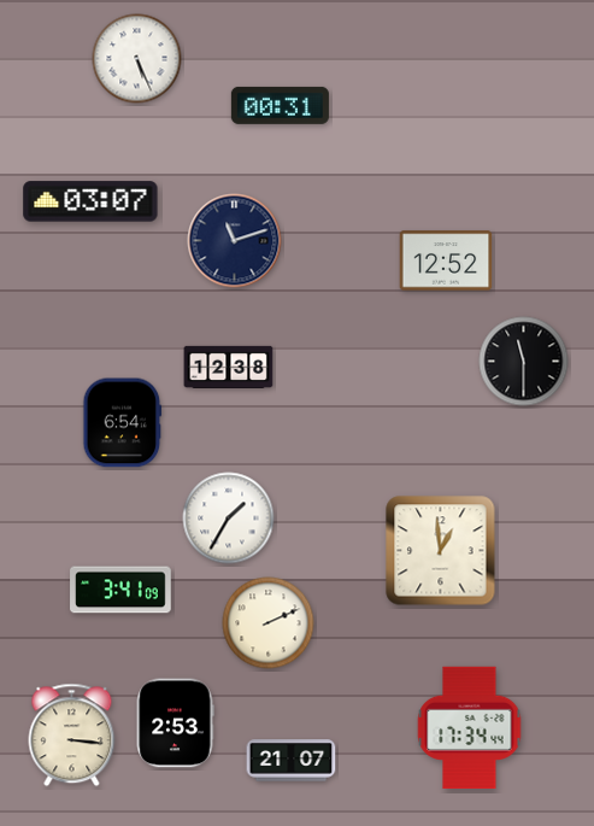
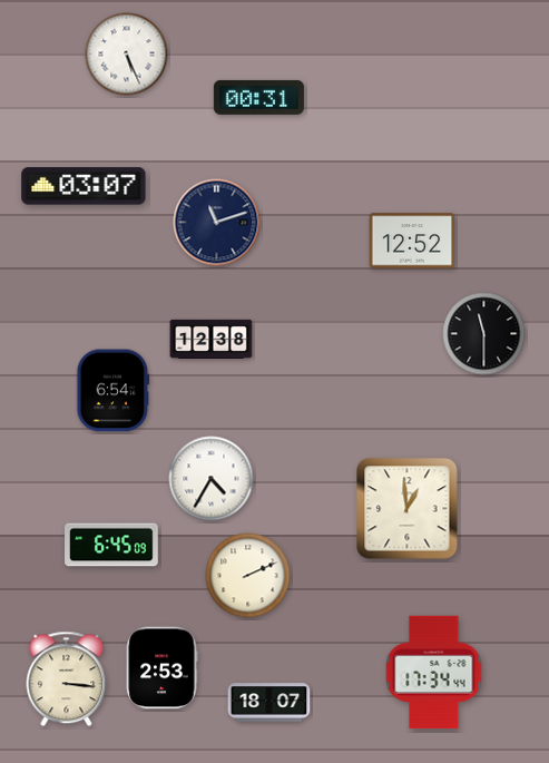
clock at (229, 519): 1:35 -> 4:35
clock at (120, 590): 3:41 -> 6:45
clock at (292, 761): 21:07 -> 18:07
